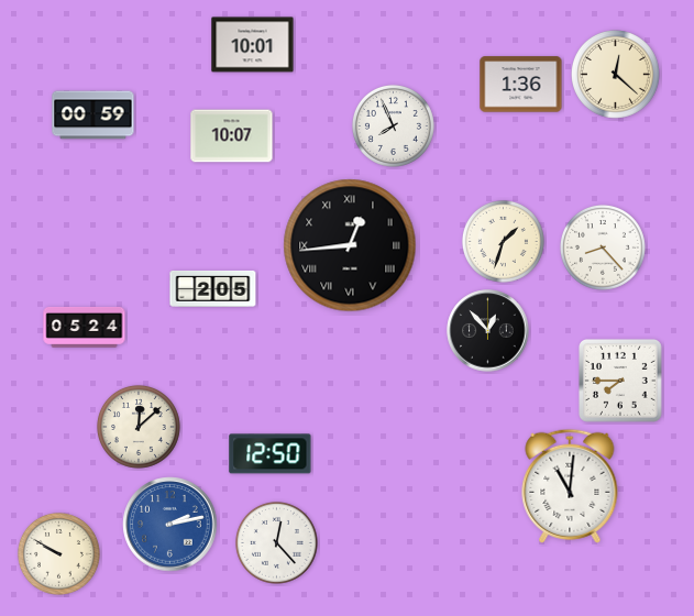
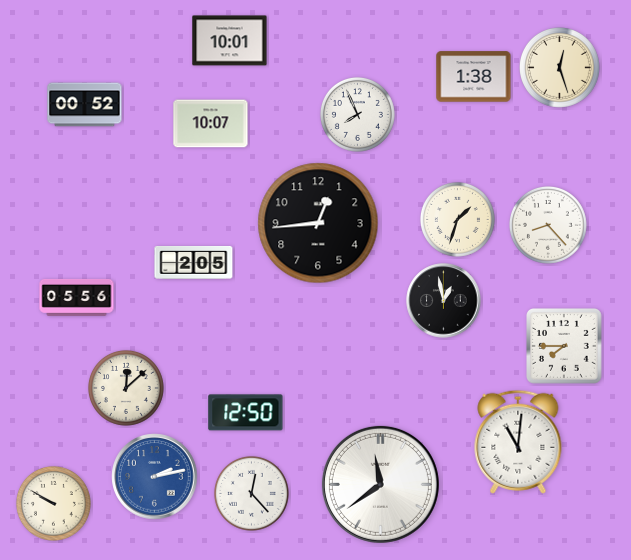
clock at (616, 75): 12:22 -> 12:27
clock at (521, 85): 1:36 -> 1:38
clock at (93, 116): 00:59 -> 00:52
clock at (350, 245) numerals: Roman -> Arabic
clock at (85, 327): 05:24 -> 05:56
clock at (488, 331): 12:53 -> 12:58
clock at (380, 484): none -> 11:39
